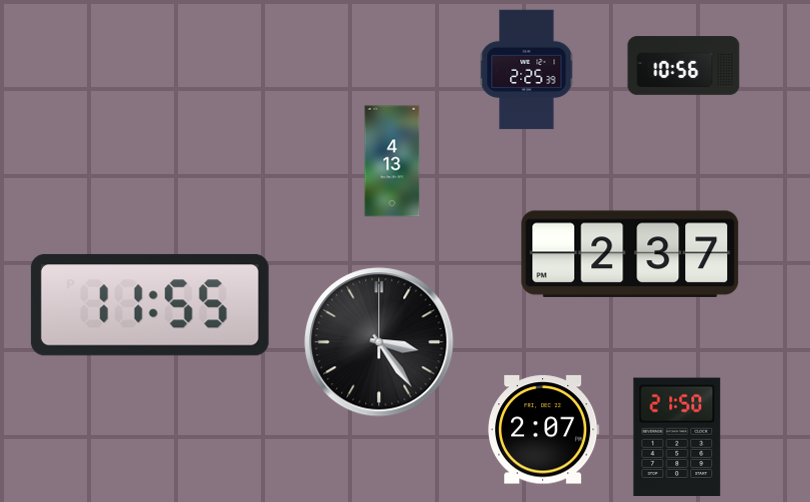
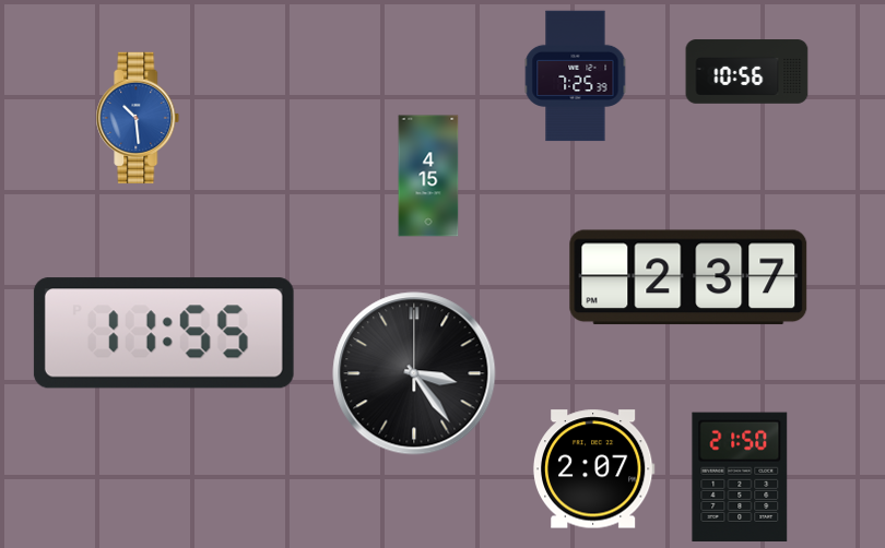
clock at (527, 70): 2:25 -> 7:25
clock at (138, 118): none -> 10:29
clock at (392, 161): 4:13 -> 4:15
